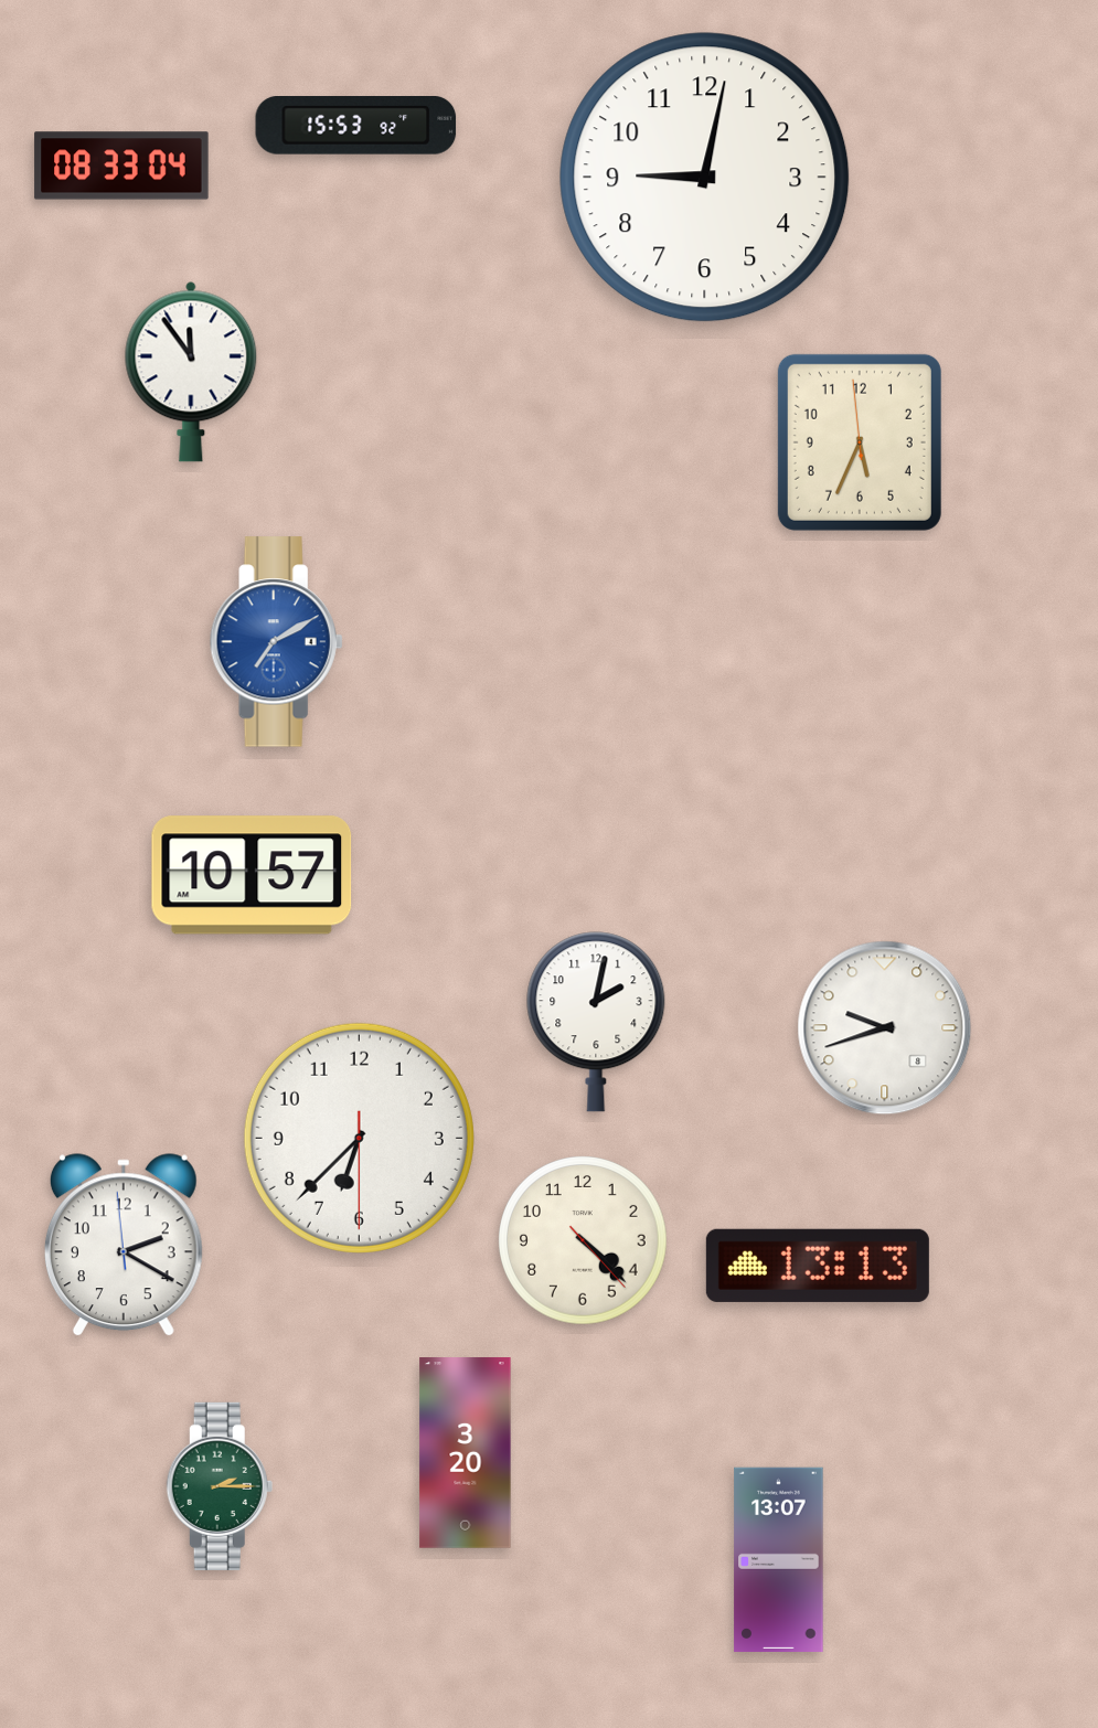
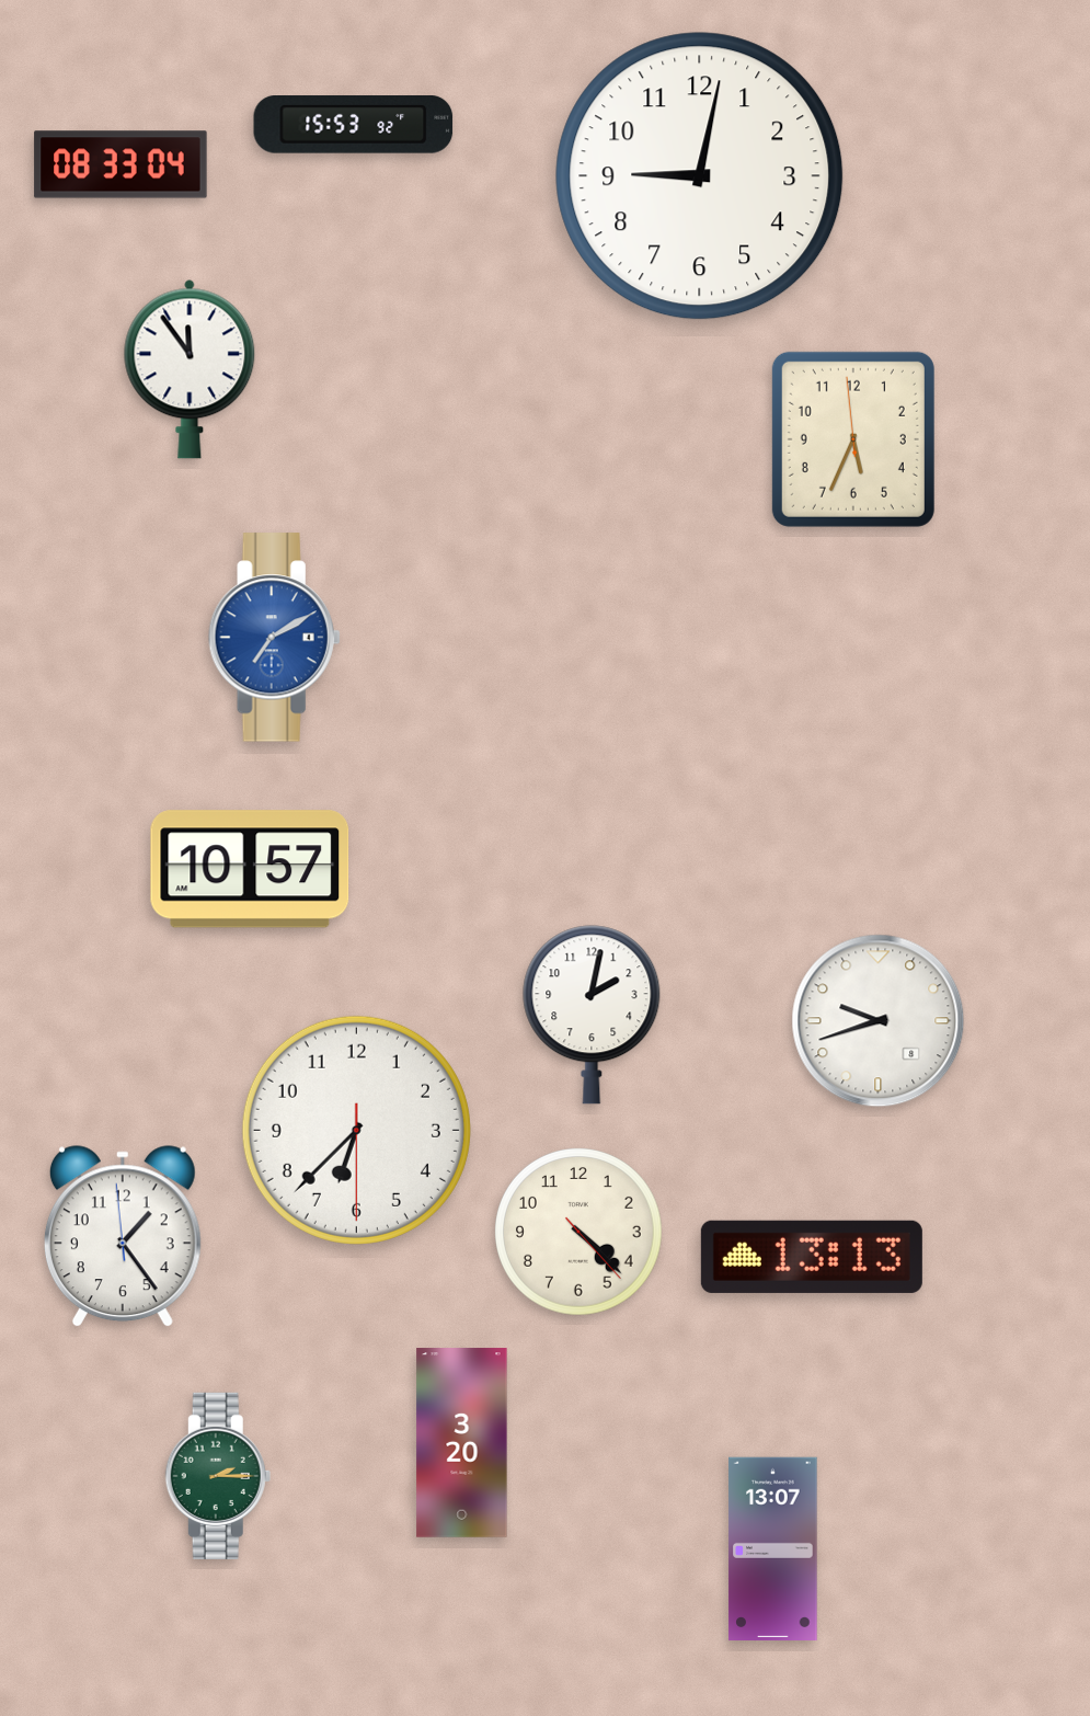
clock at (124, 1246): 2:19 -> 1:23
